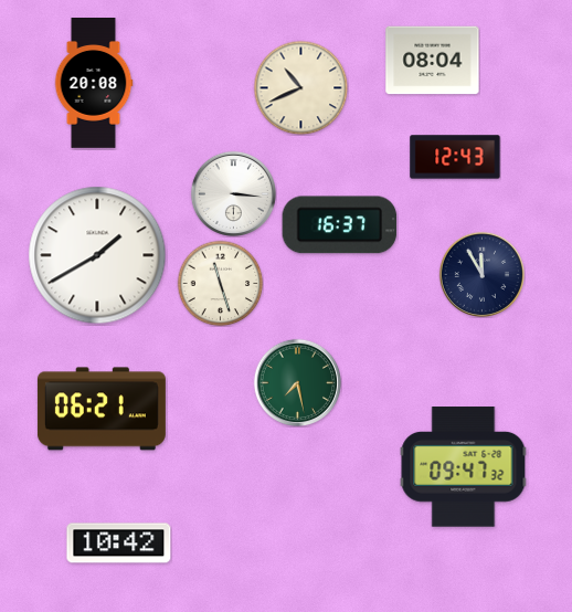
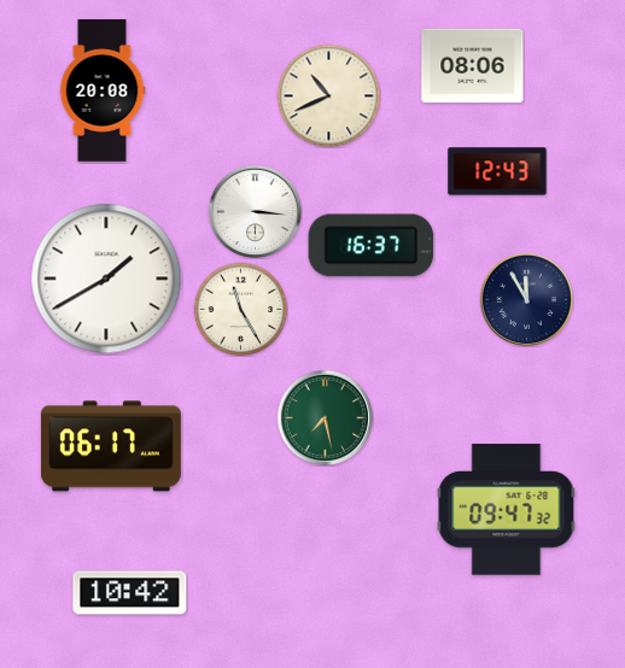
clock at (433, 61): 08:04 -> 08:06
clock at (220, 283): 11:27 -> 11:25
clock at (102, 409): 06:21 -> 06:17
